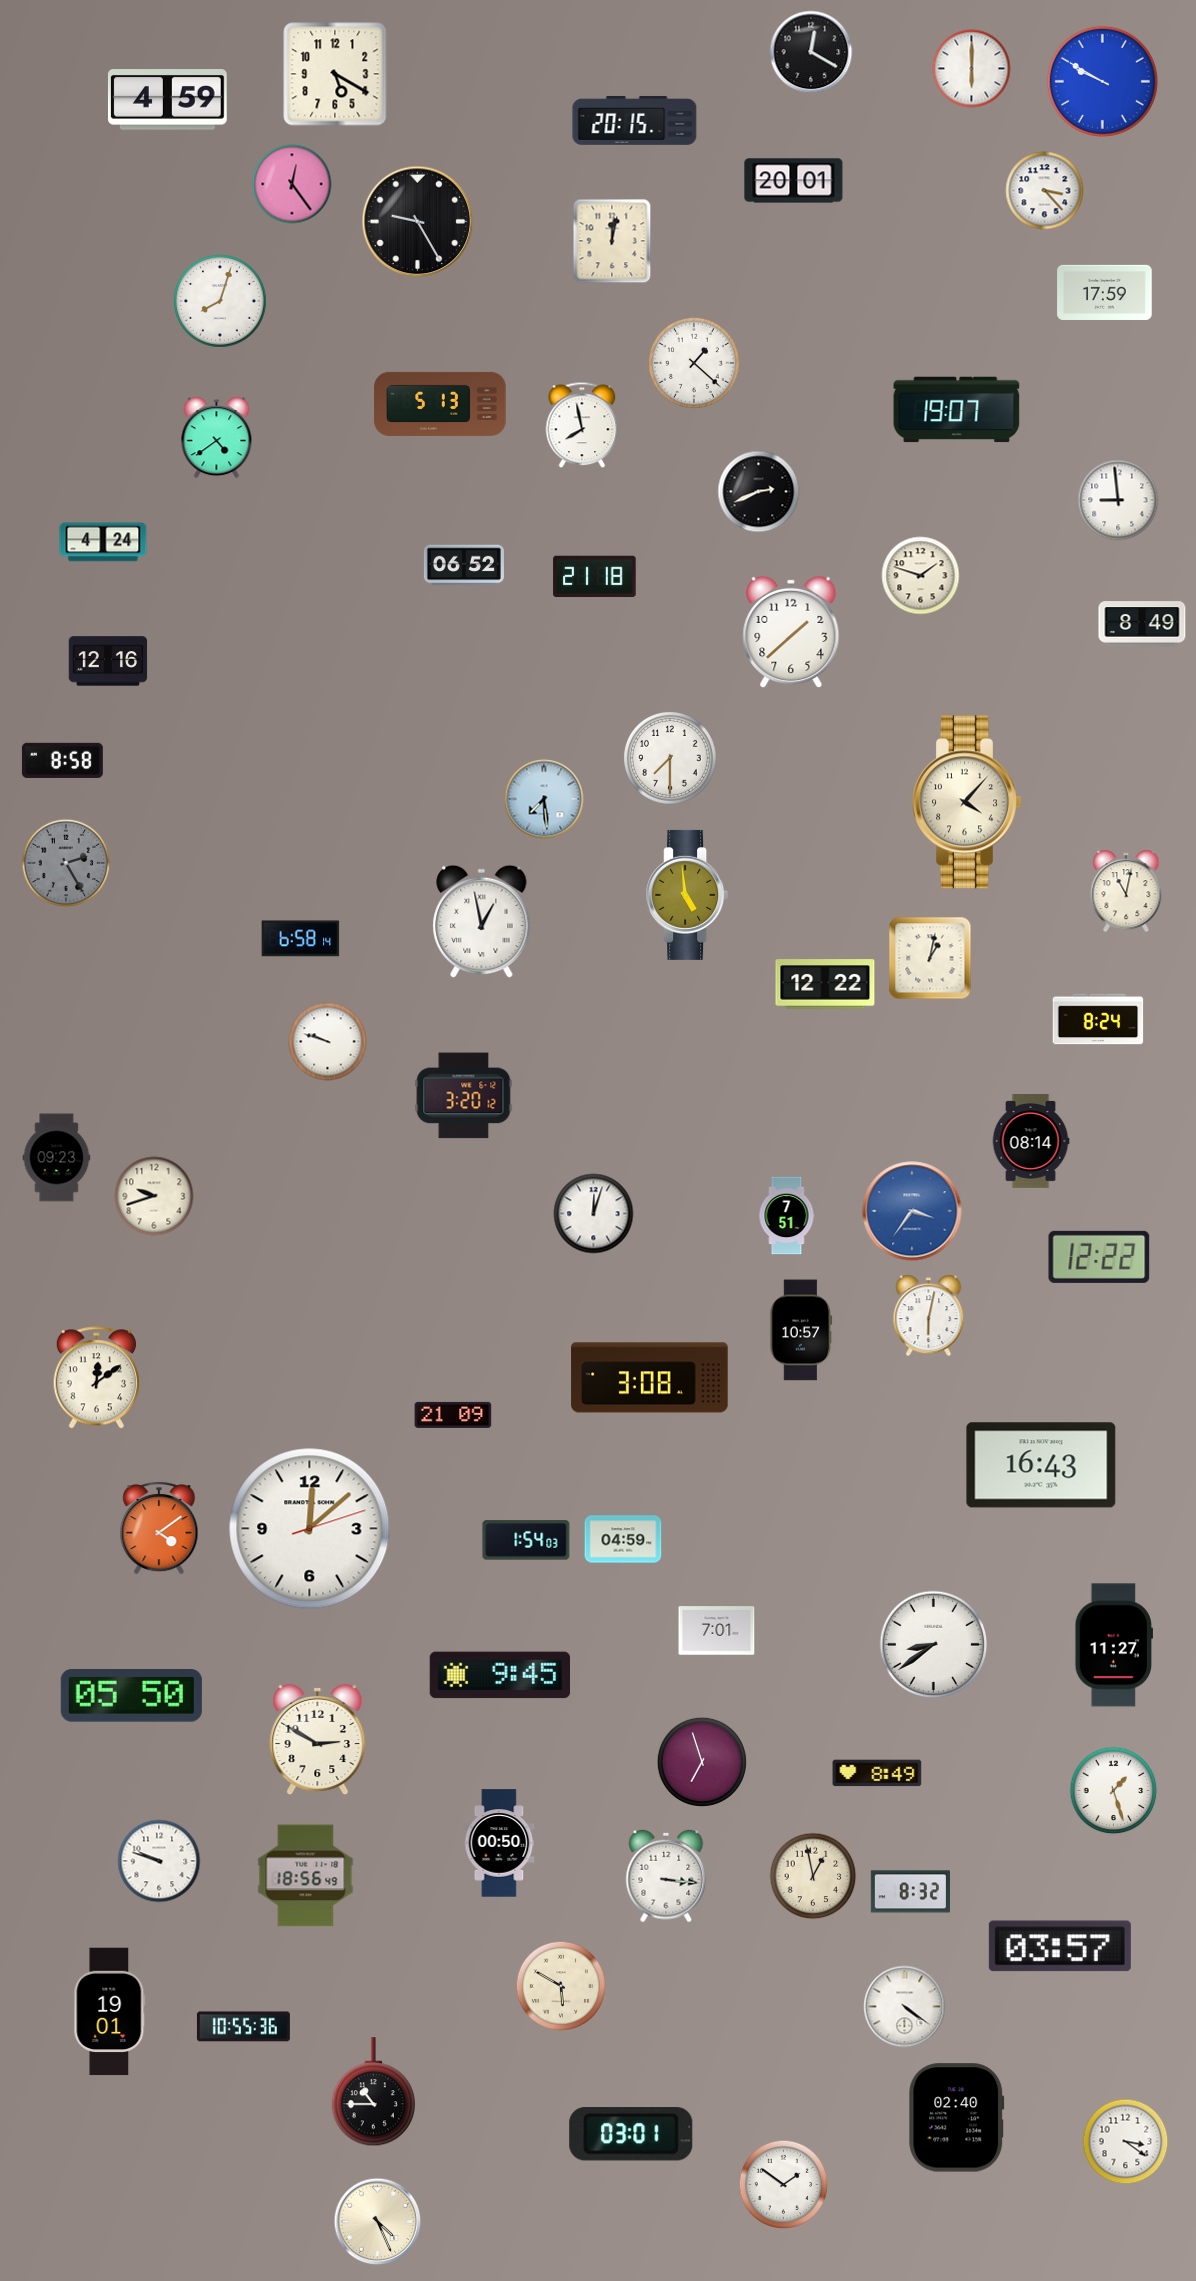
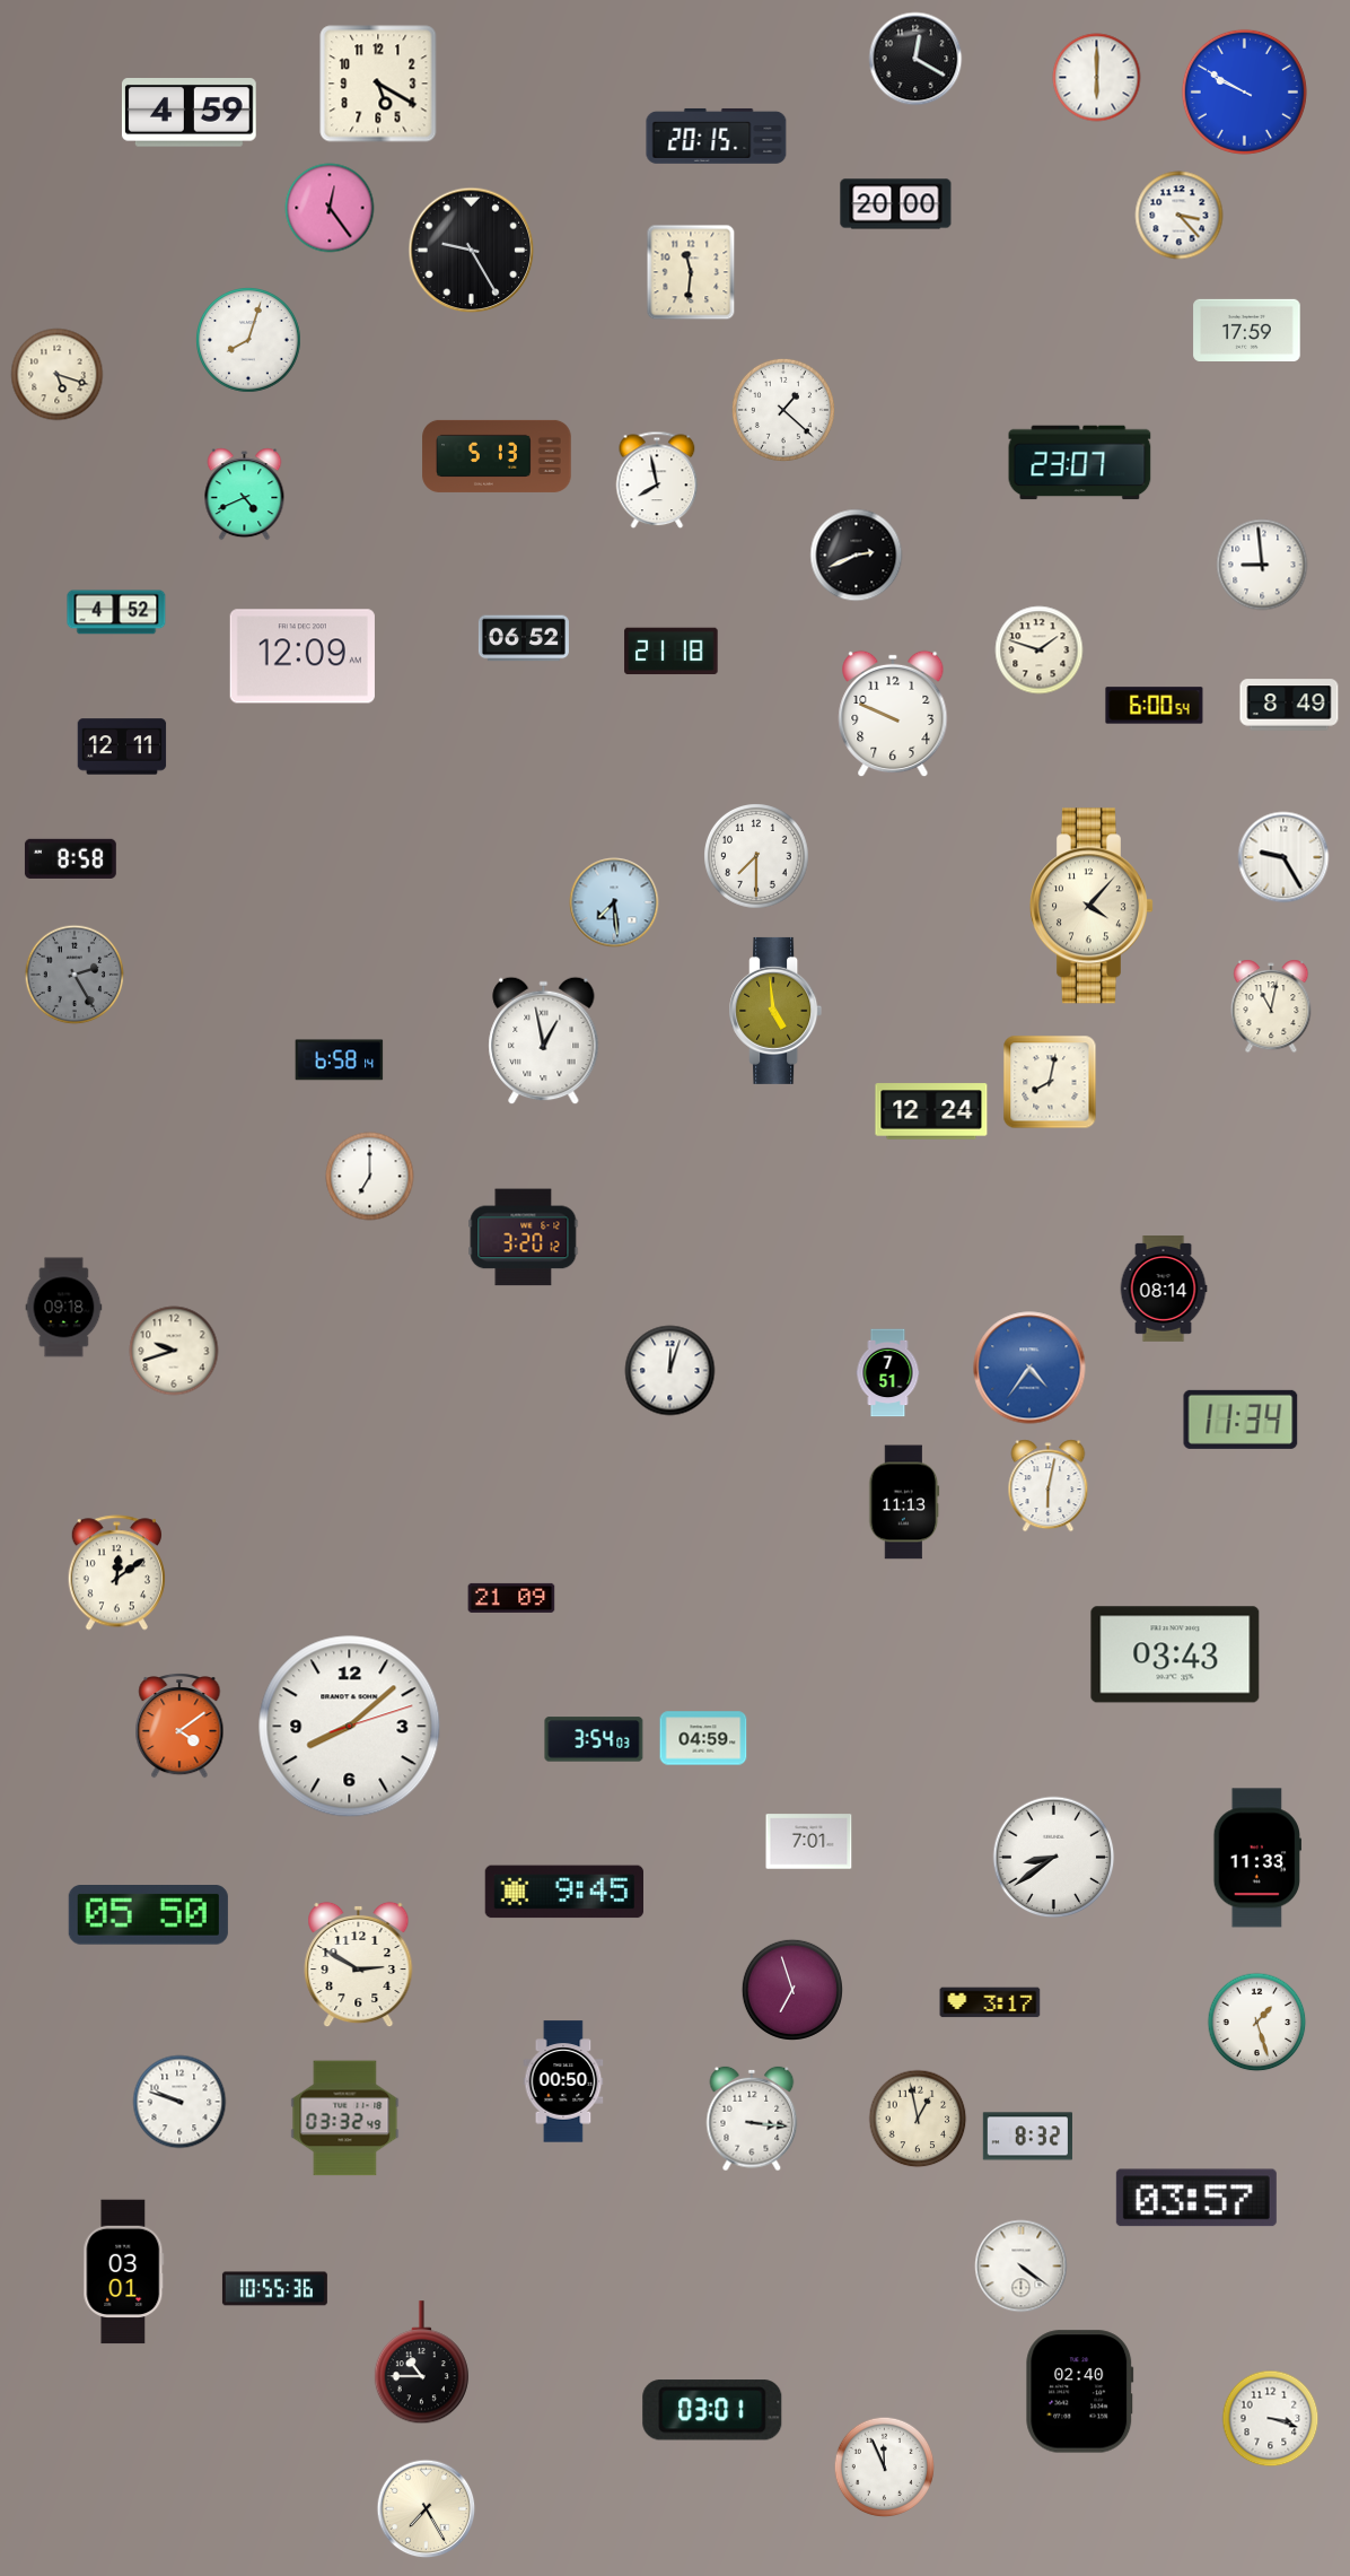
clock at (794, 181): 20:01 -> 20:00
clock at (612, 241): 12:02 -> 11:31
clock at (58, 375): none -> 5:18
clock at (957, 410): 19:07 -> 23:07
clock at (217, 438): 4:39 -> 4:41
clock at (103, 542): 4:24 -> 4:52
clock at (303, 656): none -> 12:09
clock at (1155, 706): none -> 6:00
clock at (791, 632): 1:38 -> 9:49
clock at (108, 661): 12:16 -> 12:11
clock at (1283, 857): none -> 9:25
clock at (930, 958): 1:02 -> 8:02
clock at (825, 984): 12:22 -> 12:24
clock at (1098, 1019): 8:24 -> none
clock at (328, 1042): 9:48 -> 7:00
clock at (57, 1158): 09:23 -> 09:18
clock at (912, 1211): 3:36 -> 4:36
clock at (1099, 1257): 12:22 -> 11:34
clock at (801, 1330): 10:57 -> 11:13
clock at (96, 1378) position: (96, 1378) -> (116, 1573)
clock at (650, 1378): 3:08 -> none
clock at (1041, 1465): 16:43 -> 03:43
clock at (310, 1529): 12:08 -> 8:08
clock at (526, 1540): 1:54 -> 3:54
clock at (1113, 1645): 11:27 -> 11:33
clock at (877, 1773): 8:49 -> 3:17
clock at (306, 1876): 18:56 -> 03:32
clock at (561, 1986): 5:50 -> none
clock at (110, 2012): 19:01 -> 03:01
clock at (1126, 2142): 3:21 -> 3:18
clock at (784, 2185): 1:51 -> 11:56
clock at (378, 2222): 4:26 -> 7:25
